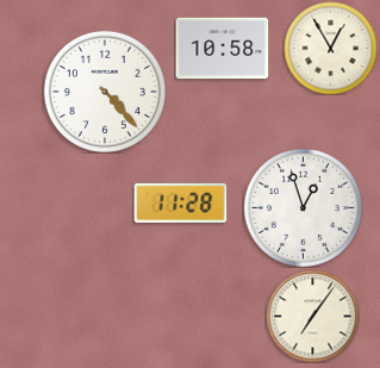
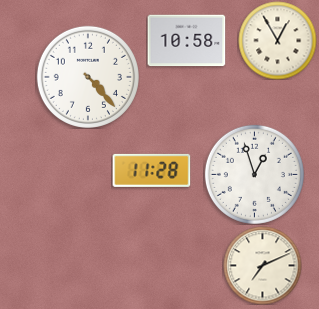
clock at (312, 316): 7:06 -> 7:11
